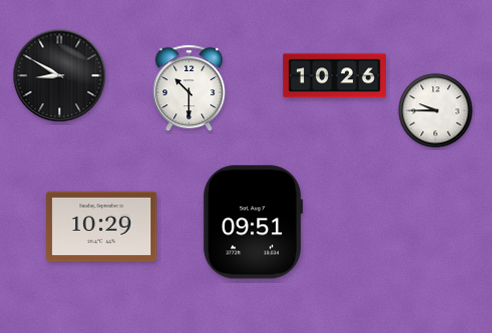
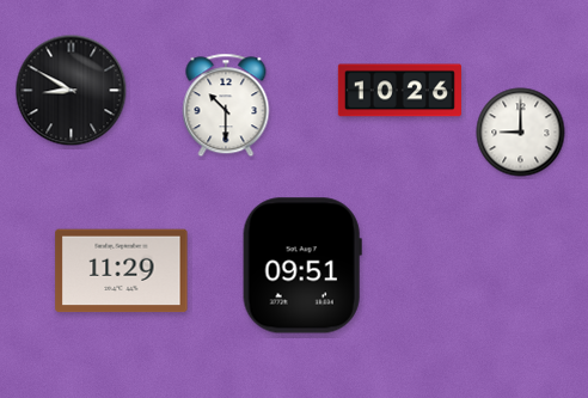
clock at (436, 111): 9:45 -> 9:00
clock at (102, 227): 10:29 -> 11:29
